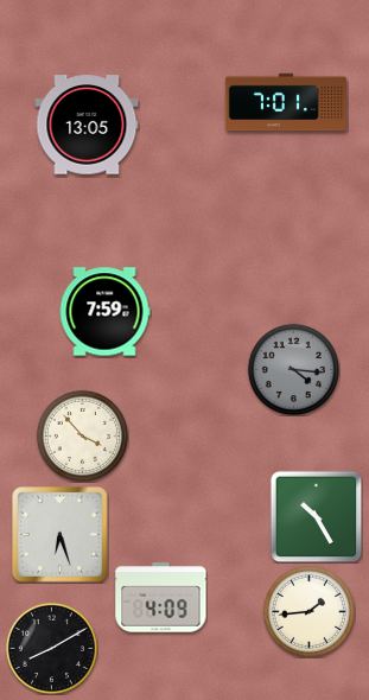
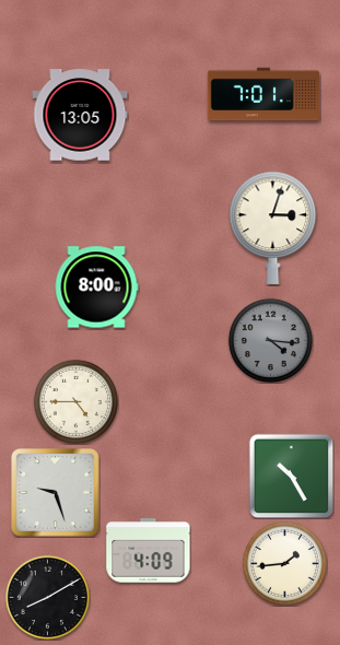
clock at (273, 227): none -> 3:03
clock at (104, 312): 7:59 -> 8:00
clock at (82, 435): 3:53 -> 4:45
clock at (61, 535): 6:27 -> 9:27
